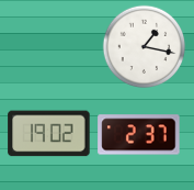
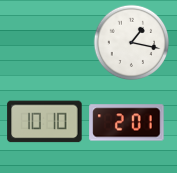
clock at (49, 134): 19:02 -> 10:10
clock at (139, 135): 2:37 -> 2:01
